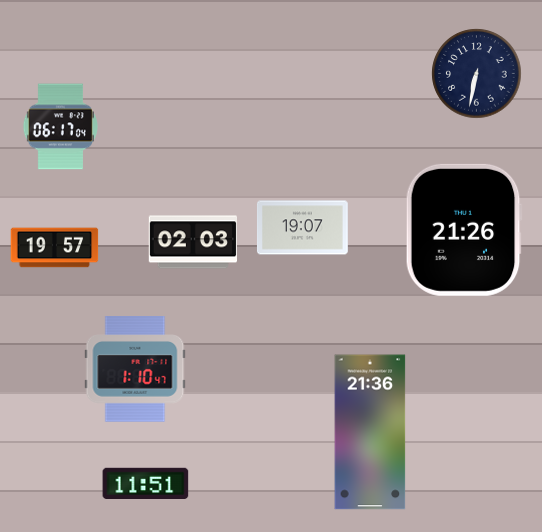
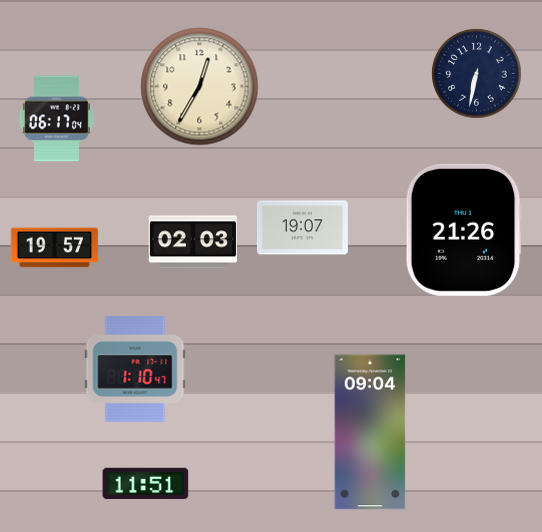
clock at (200, 87): none -> 12:35
clock at (60, 127) position: (60, 127) -> (56, 119)
clock at (370, 432): 21:36 -> 09:04
